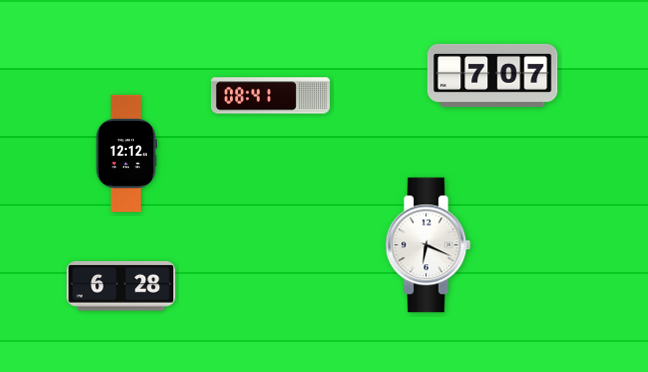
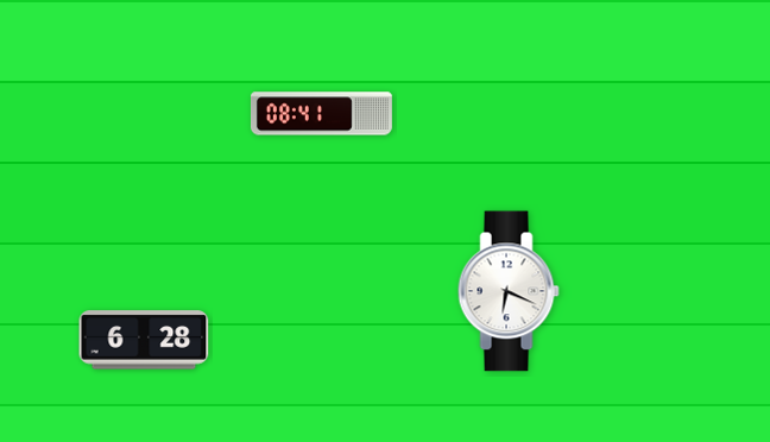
clock at (493, 75): 7:07 -> none
clock at (127, 153): 12:12 -> none
